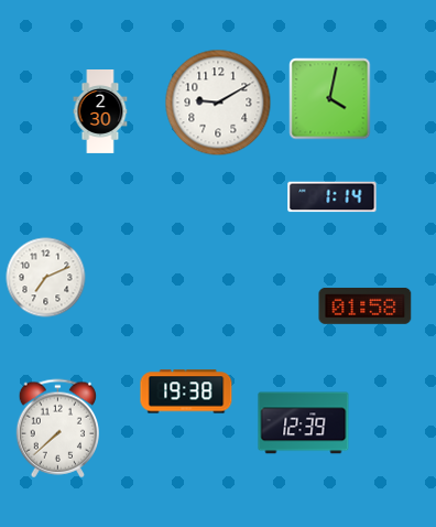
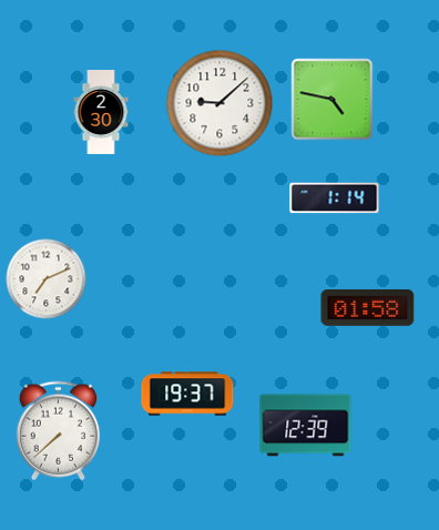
clock at (330, 99): 4:02 -> 4:47
clock at (218, 103): 9:10 -> 9:08
clock at (186, 391): 19:38 -> 19:37
